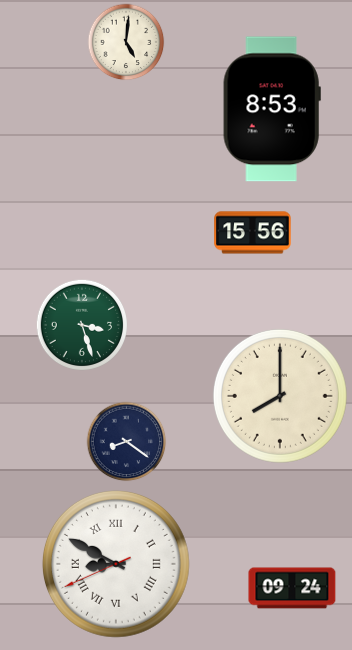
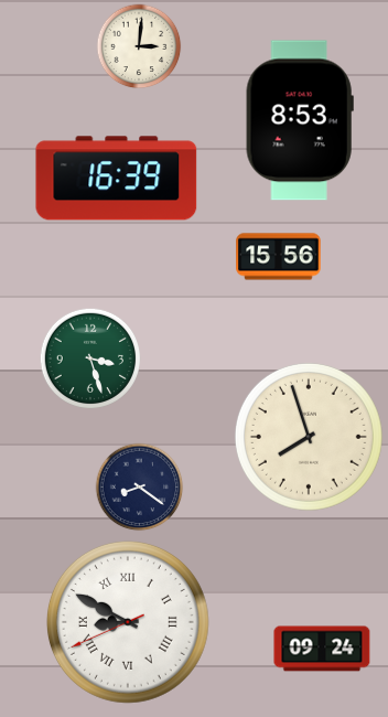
clock at (126, 42): 5:01 -> 3:01
clock at (117, 179): none -> 16:39
clock at (280, 396): 8:00 -> 7:57
